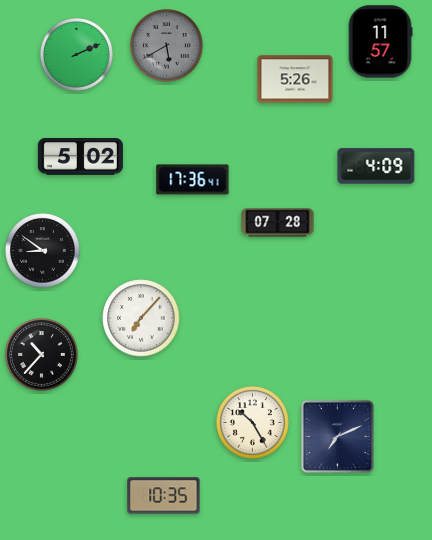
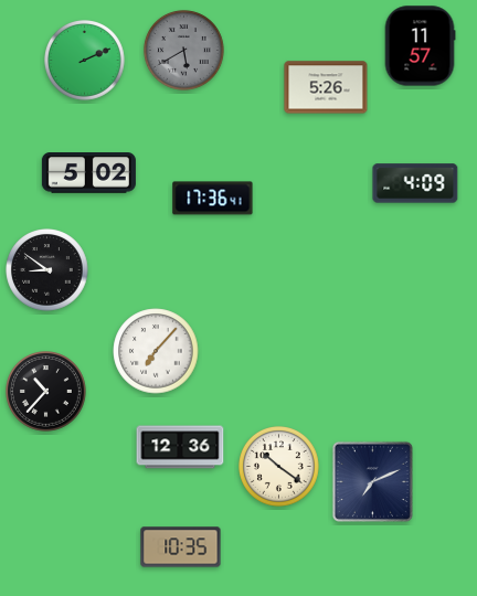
clock at (278, 223): 07:28 -> none
clock at (43, 251) position: (43, 251) -> (47, 270)
clock at (180, 447): none -> 12:36
clock at (253, 423): 10:25 -> 10:21
